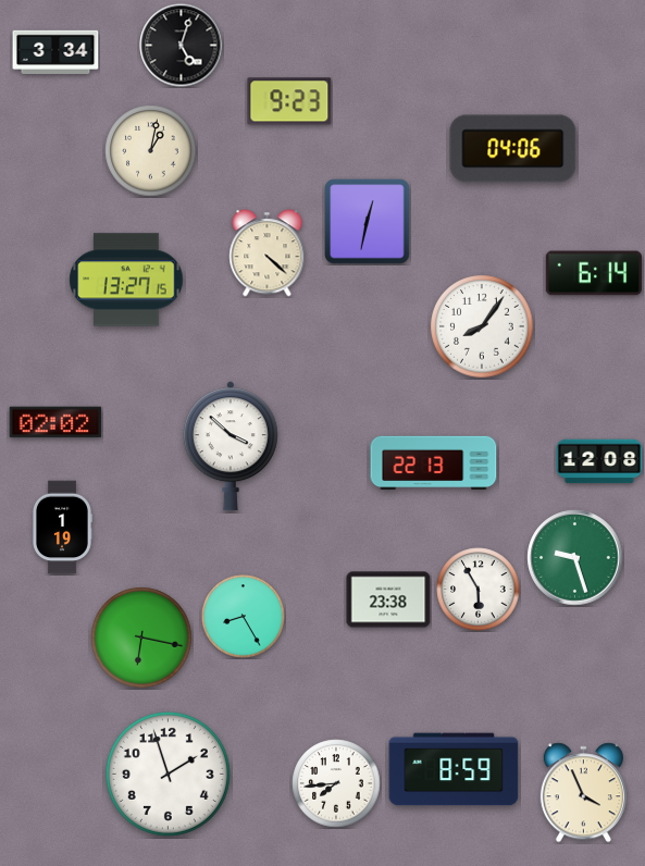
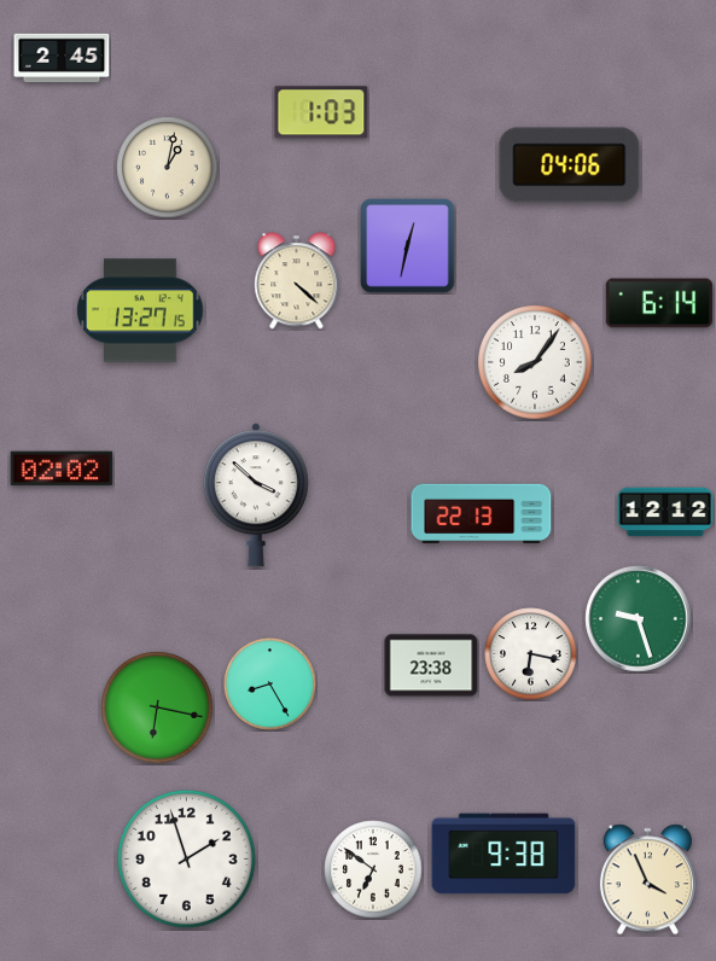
clock at (182, 46): 5:03 -> none
clock at (55, 51): 3:34 -> 2:45
clock at (289, 101): 9:23 -> 1:03
clock at (599, 461): 12:08 -> 12:12
clock at (63, 528): 1:19 -> none
clock at (479, 590): 5:55 -> 6:17
clock at (454, 769): 8:59 -> 9:38
clock at (336, 783): 7:44 -> 6:51
